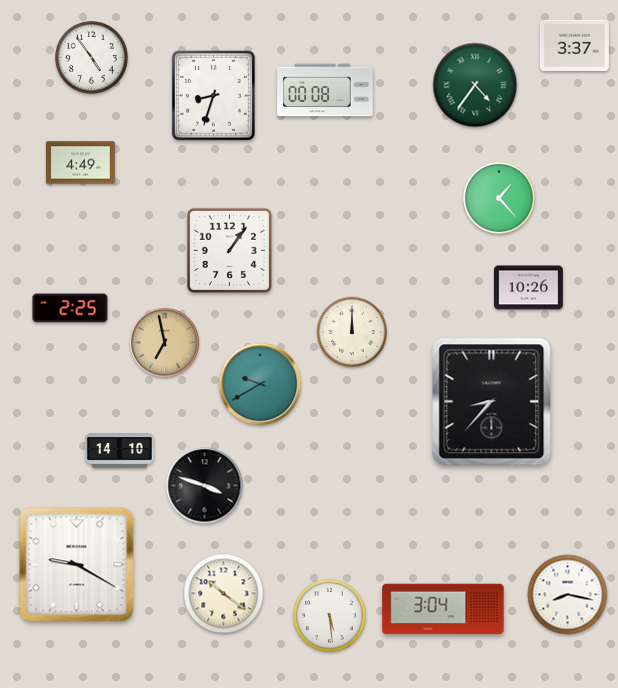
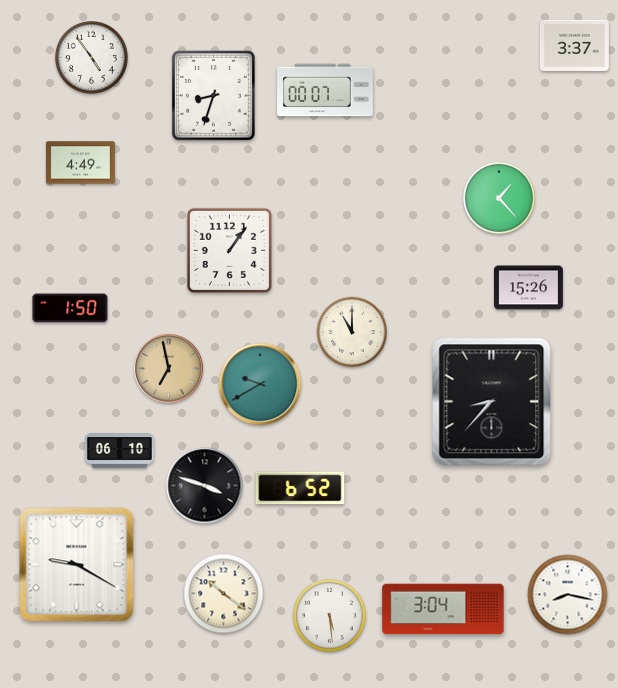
clock at (475, 85): 4:36 -> none
clock at (325, 90): 00:08 -> 00:07
clock at (528, 288): 10:26 -> 15:26
clock at (70, 308): 2:25 -> 1:50
clock at (352, 332): 12:00 -> 11:00
clock at (165, 343) position: (165, 343) -> (169, 369)
clock at (119, 451): 14:10 -> 06:10
clock at (300, 488): none -> 6:52
